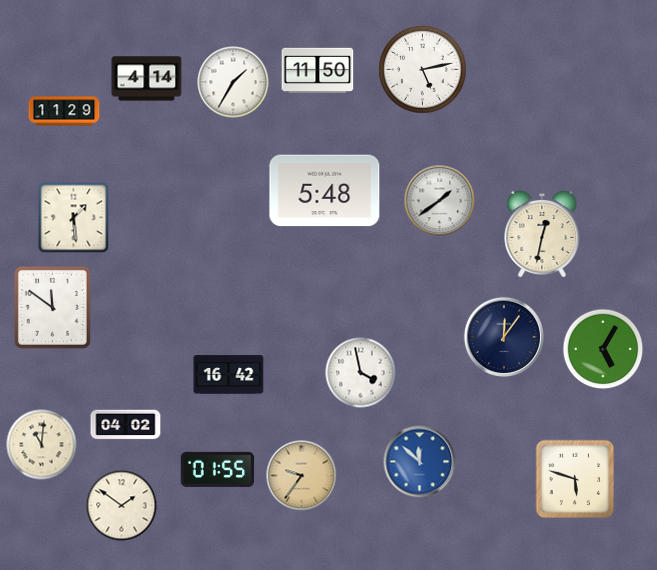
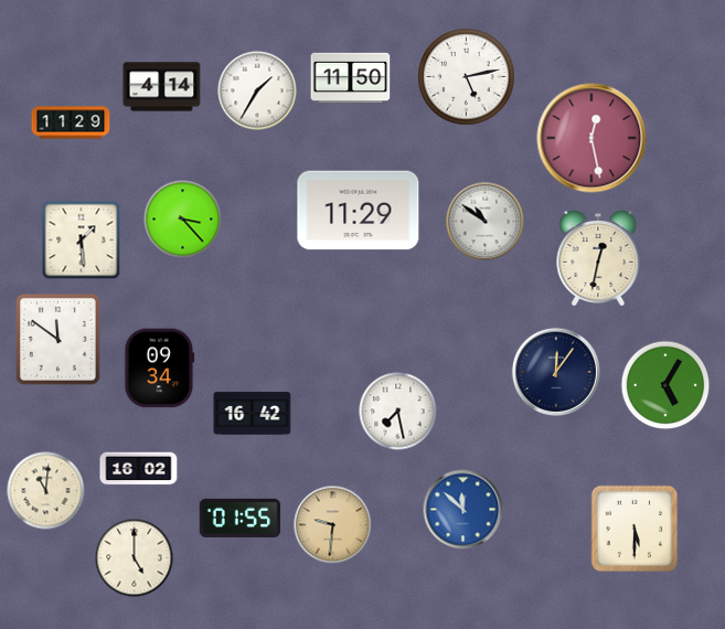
clock at (591, 138): none -> 12:28
clock at (325, 191): 5:48 -> 11:29
clock at (183, 220): none -> 3:23
clock at (440, 201): 1:39 -> 10:51
clock at (160, 369): none -> 09:34
clock at (361, 373): 3:58 -> 7:28
clock at (126, 425): 04:02 -> 16:02
clock at (302, 476): 9:36 -> 9:31
clock at (575, 479): 5:48 -> 5:30
clock at (122, 506): 1:51 -> 5:00
